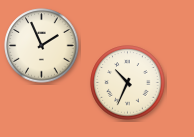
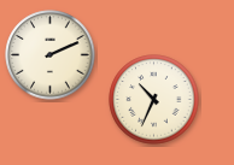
clock at (42, 46): 1:56 -> 2:11
